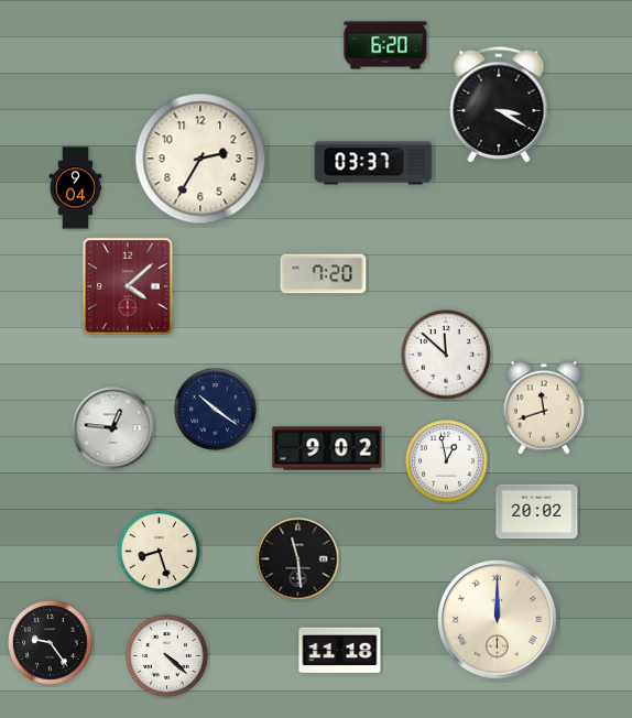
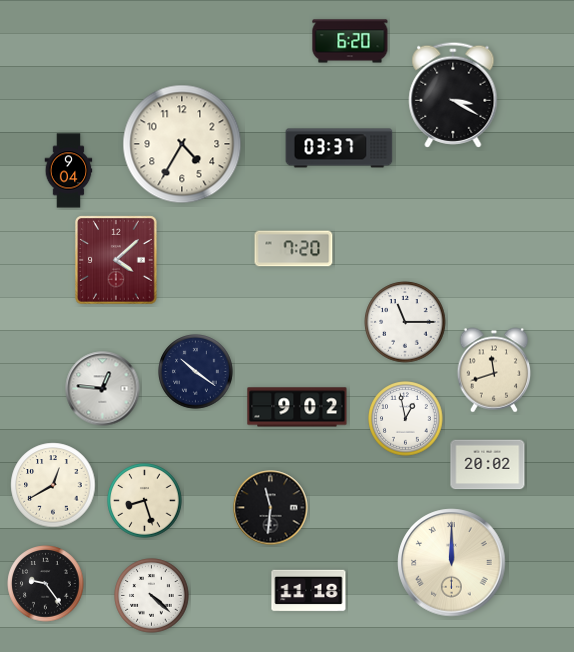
clock at (200, 159): 2:35 -> 4:35
clock at (446, 355): 11:52 -> 11:15
clock at (53, 485): none -> 12:40
clock at (298, 559): 11:29 -> 11:31
